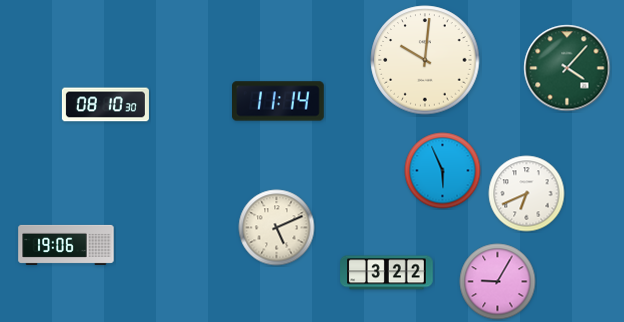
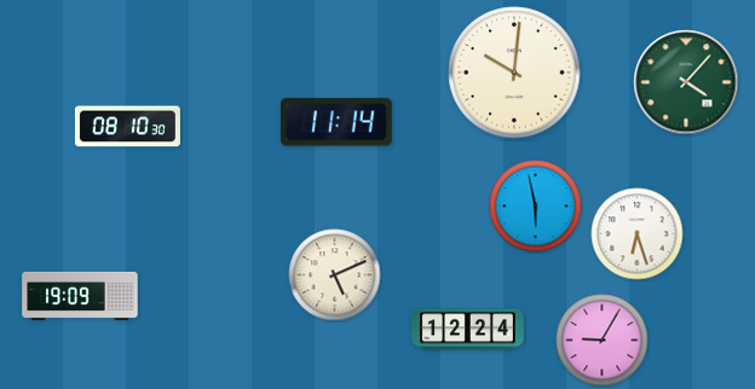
clock at (443, 171): 5:56 -> 5:58
clock at (527, 194): 6:41 -> 6:27
clock at (66, 245): 19:06 -> 19:09
clock at (387, 273): 3:22 -> 12:24
